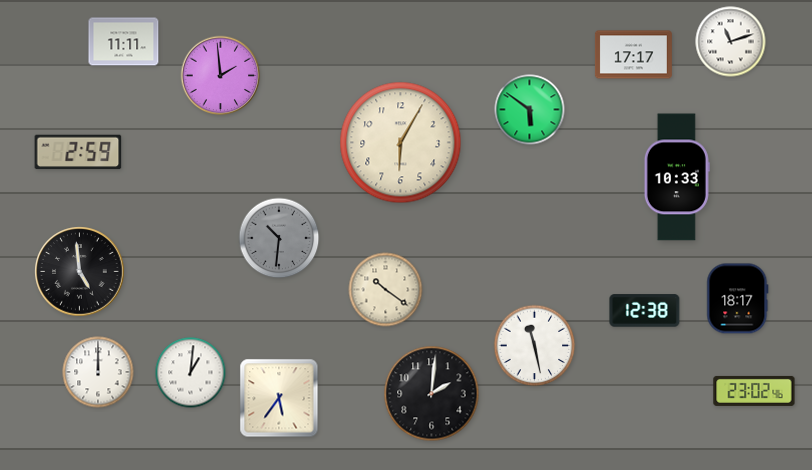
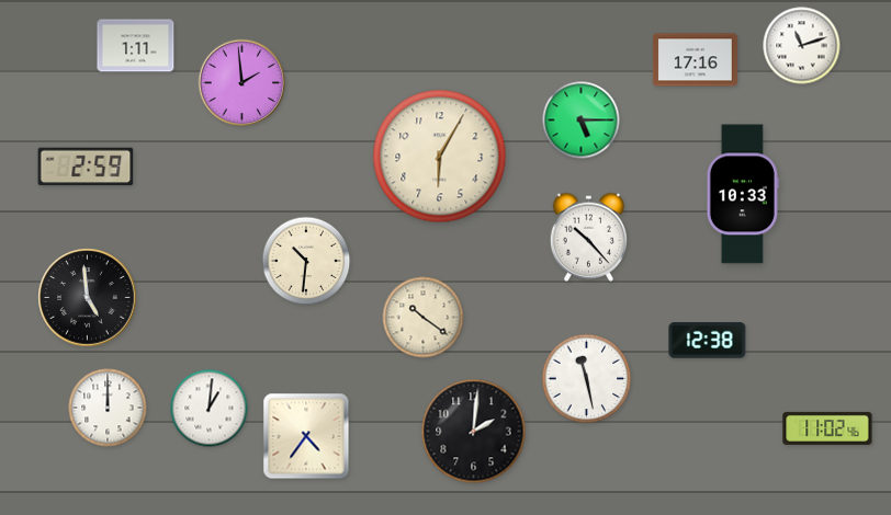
clock at (124, 42): 11:11 -> 1:11
clock at (633, 55): 17:17 -> 17:16
clock at (530, 110): 5:51 -> 5:15
clock at (588, 237): none -> 10:23
clock at (279, 238) dial: grey -> cream
clock at (738, 299): 18:17 -> none
clock at (754, 391): 23:02 -> 11:02
clock at (279, 398): 5:36 -> 4:36
